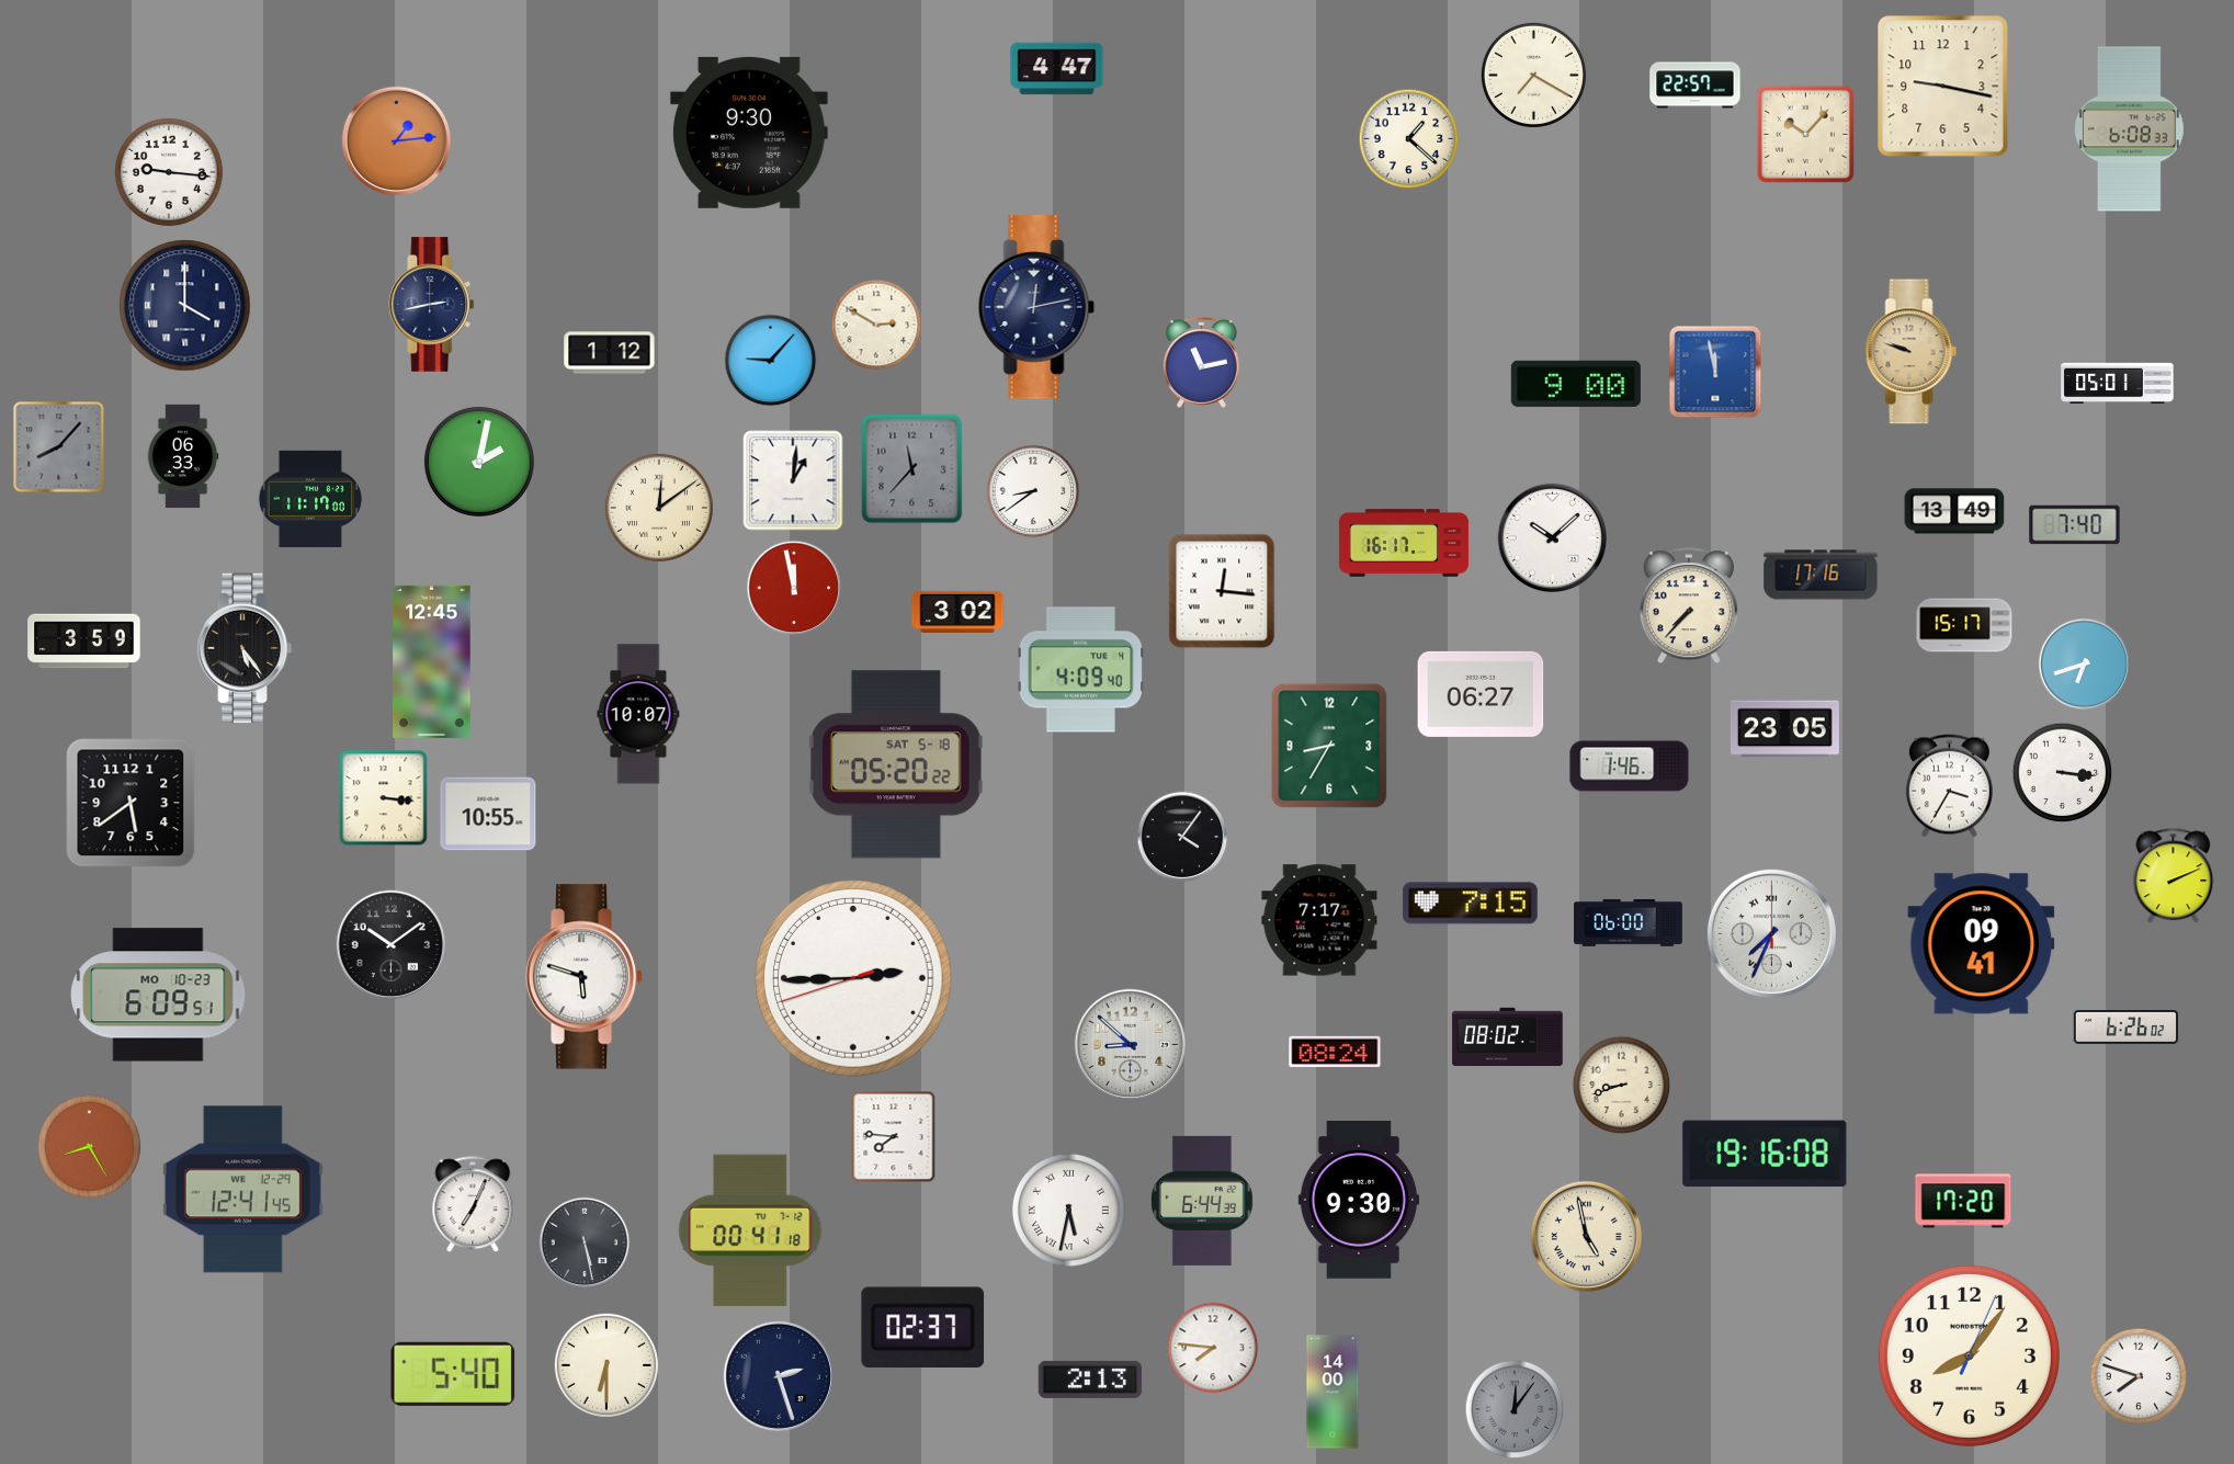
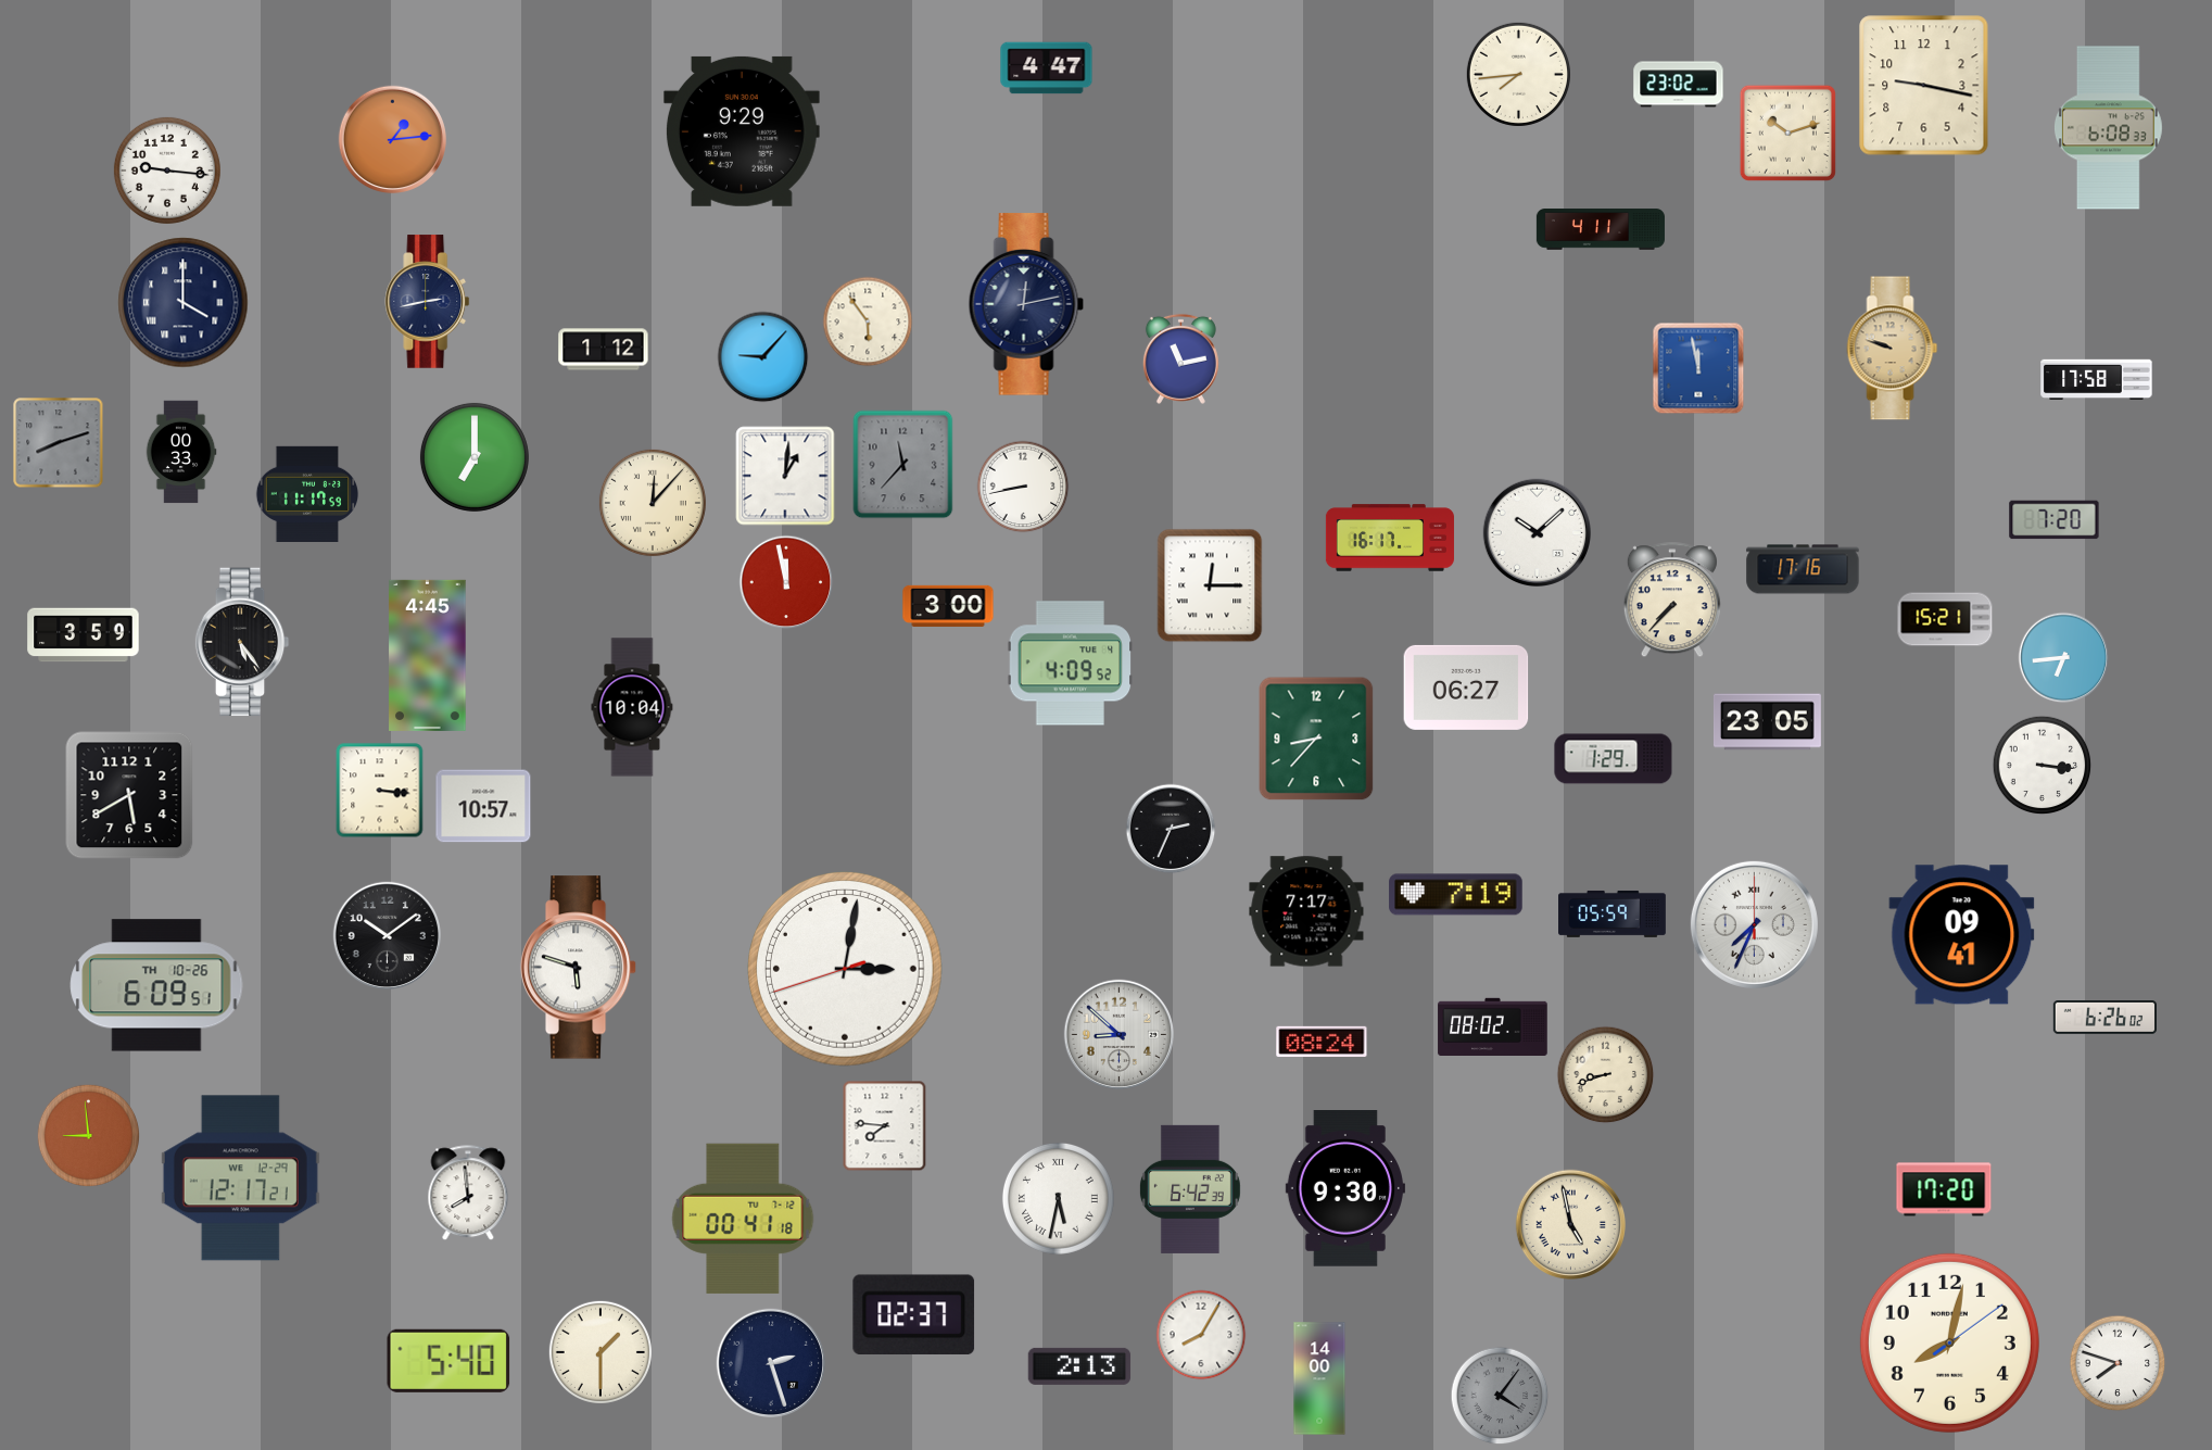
clock at (1533, 75): 7:20 -> 7:44
clock at (1696, 86): 22:57 -> 23:02
clock at (749, 133): 9:30 -> 9:29
clock at (1805, 134): 10:07 -> 10:12
clock at (1409, 139): 1:22 -> none
clock at (1601, 229): none -> 4:11
clock at (876, 325): 2:50 -> 5:54
clock at (1201, 362) position: (1201, 362) -> (1180, 358)
clock at (2118, 383): 05:01 -> 17:58
clock at (1576, 384): 9:00 -> none
clock at (59, 447): 8:07 -> 8:12
clock at (183, 456): 06:33 -> 00:33
clock at (479, 462): 2:02 -> 7:00
clock at (1033, 491): 8:39 -> 8:43
clock at (309, 498): 11:17:00 -> 11:17:59
clock at (659, 508): 12:09 -> 12:07
clock at (1954, 511): 13:49 -> none
clock at (2075, 525): 7:40 -> 7:20
clock at (1222, 591): 12:16 -> 12:15
clock at (957, 612): 3:02 -> 3:00
clock at (1964, 625): 15:17 -> 15:21
clock at (432, 661): 12:45 -> 4:45
clock at (2085, 665): 6:42 -> 6:44
clock at (1081, 670): 4:09:40 -> 4:09:52
clock at (638, 714): 10:07 -> 10:04
clock at (1329, 746): 8:35 -> 8:37
clock at (896, 764): 05:20 -> none
clock at (1630, 767): 1:46 -> 1:29
clock at (1949, 786): 3:35 -> none
clock at (131, 803): 5:39 -> 5:40
clock at (488, 814): 10:55 -> 10:57
clock at (1182, 837): 4:06 -> 2:34
clock at (2174, 876): 2:11 -> none
clock at (1471, 904): 7:15 -> 7:19
clock at (1629, 923): 06:00 -> 05:59
clock at (854, 979): 2:44 -> 3:01
clock at (158, 995) date: MO 10-23 -> TH 10-26
clock at (89, 1146): 8:25 -> 8:59
clock at (1765, 1154): 19:16 -> none
clock at (242, 1190): 12:41 -> 12:17
clock at (1202, 1201): 6:44 -> 6:42
clock at (473, 1205): 7:04 -> 7:59
clock at (585, 1242): 5:28 -> none
clock at (1213, 1348): 7:46 -> 8:05
clock at (1969, 1355): 8:06 -> 8:02
clock at (606, 1365): 6:30 -> 1:30
clock at (1515, 1409): 12:06 -> 4:06
